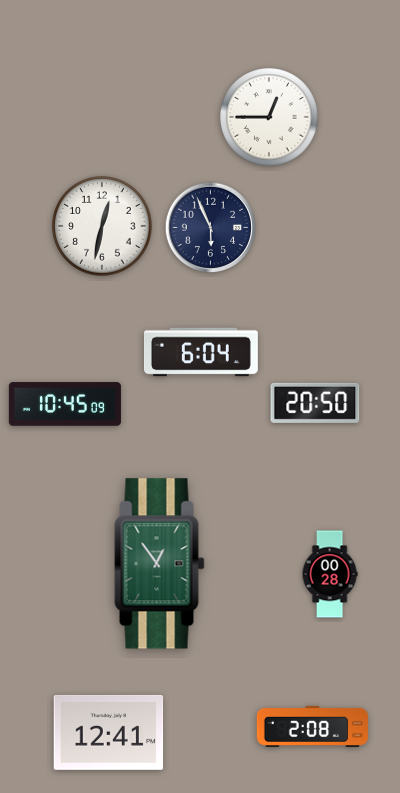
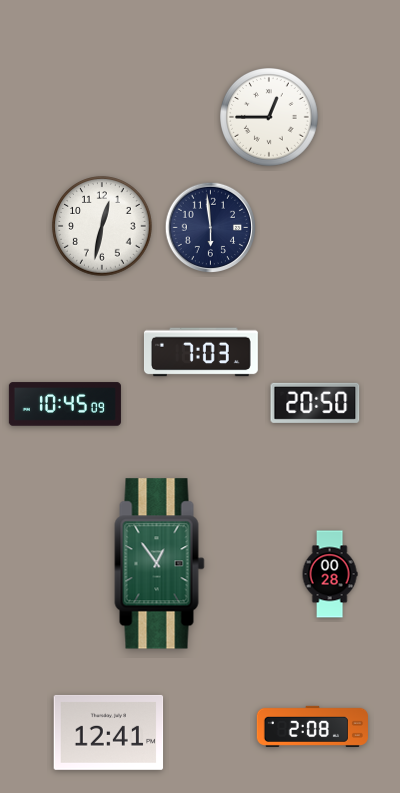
clock at (211, 228): 5:56 -> 5:59
clock at (201, 352): 6:04 -> 7:03
